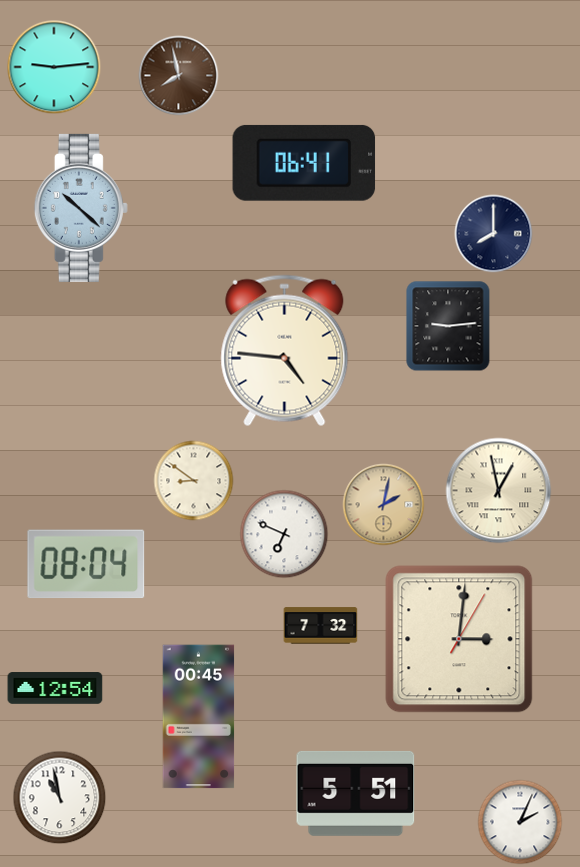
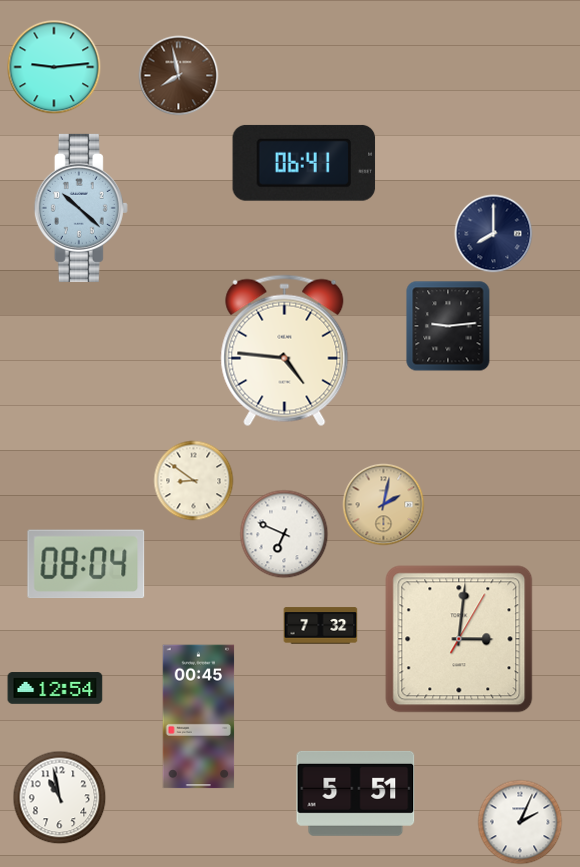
clock at (499, 491): 12:58 -> none
